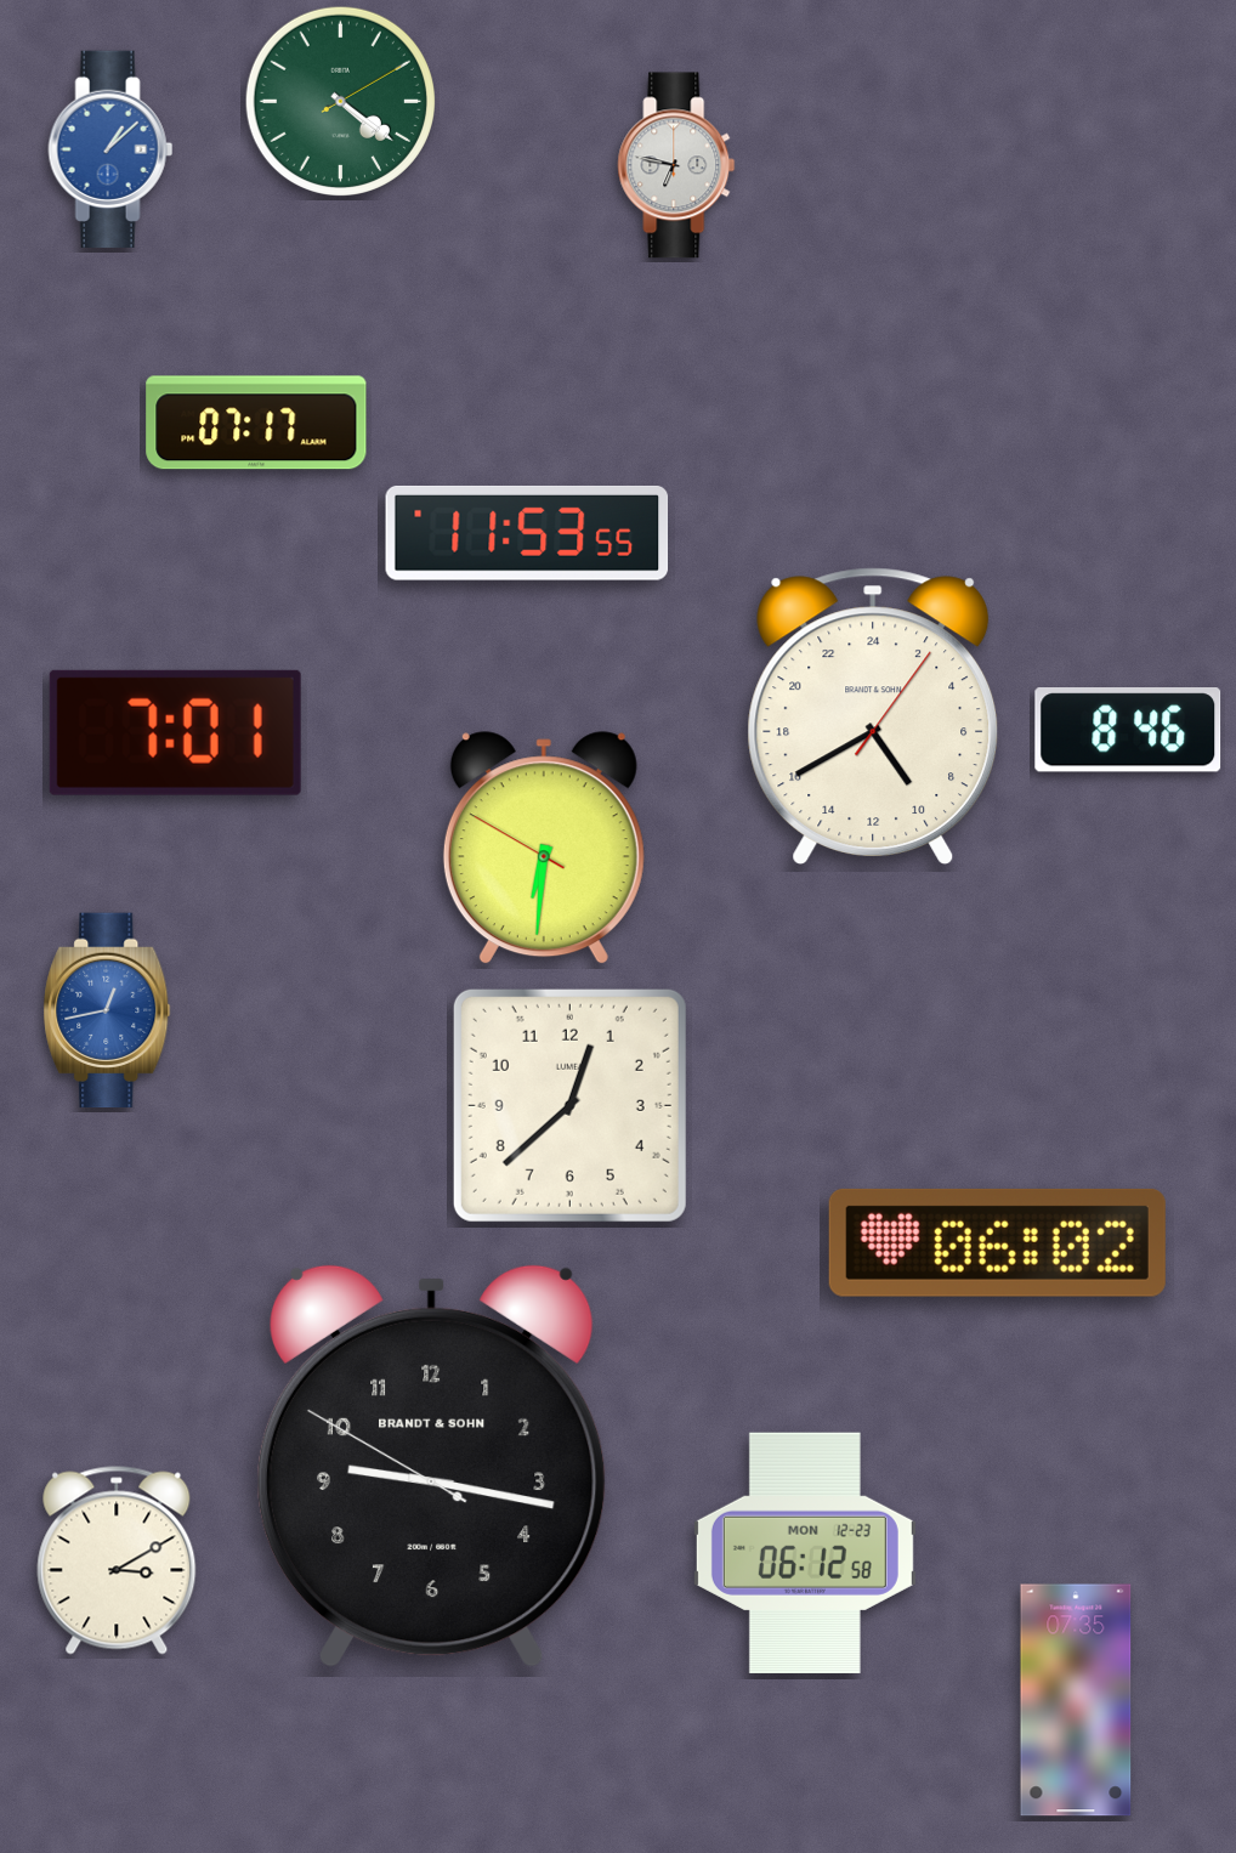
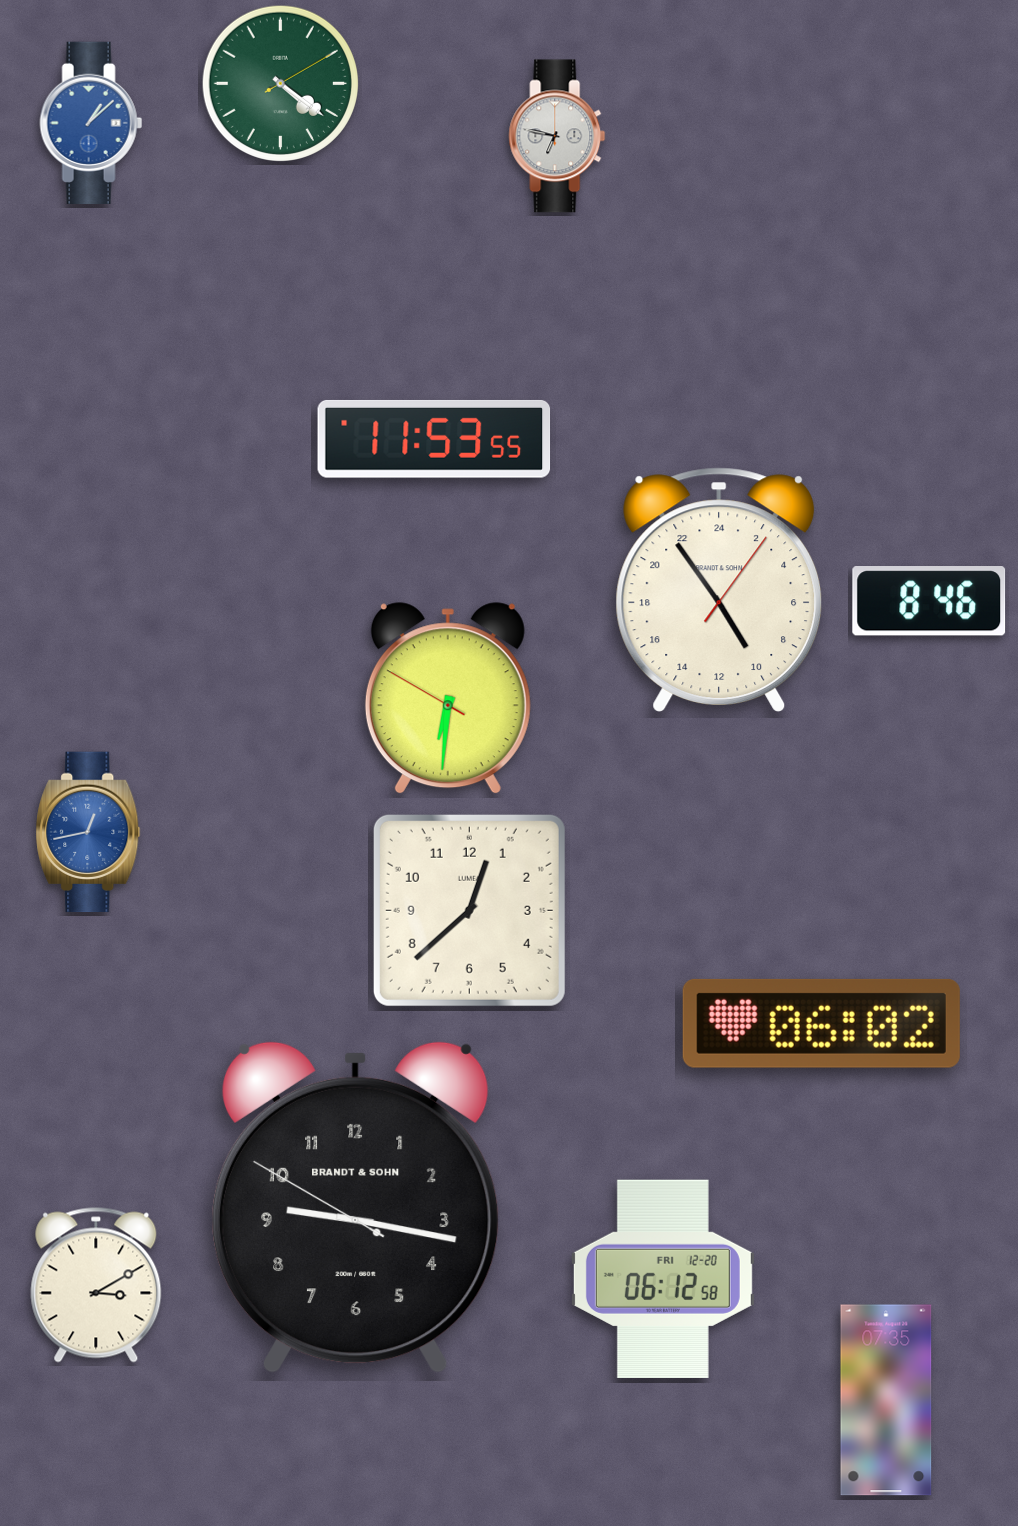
clock at (256, 423): 07:17 -> none
clock at (873, 716): 9:40 -> 9:54
clock at (175, 732): 7:01 -> none
clock at (805, 1552) date: MON 12-23 -> FRI 12-20
